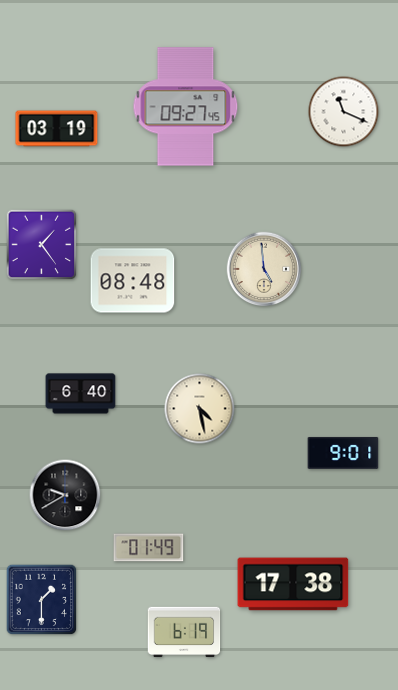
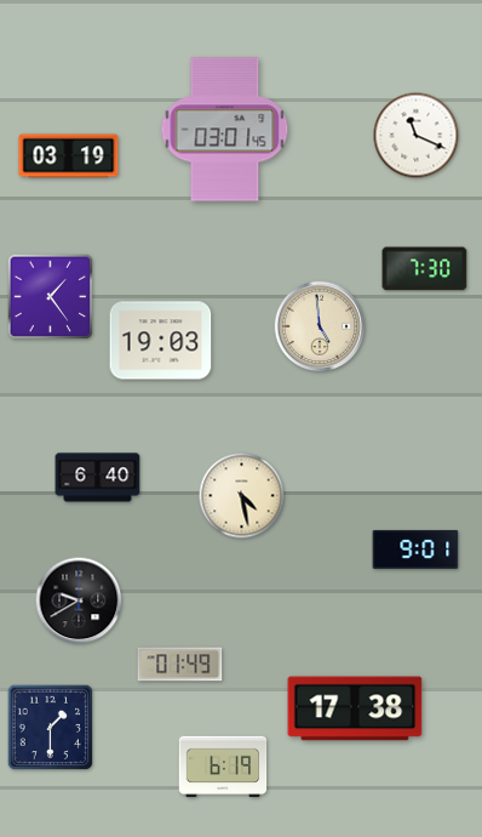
clock at (186, 107): 09:27 -> 03:01
clock at (425, 269): none -> 7:30
clock at (133, 281): 08:48 -> 19:03
